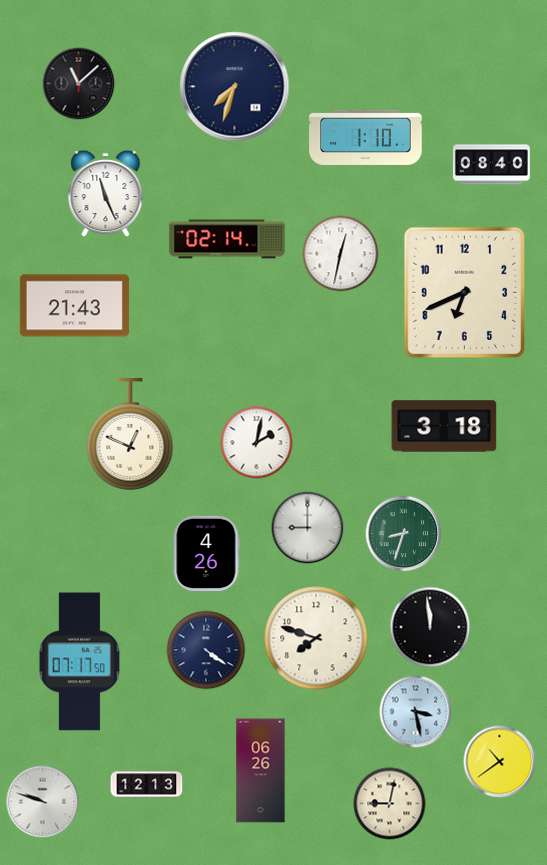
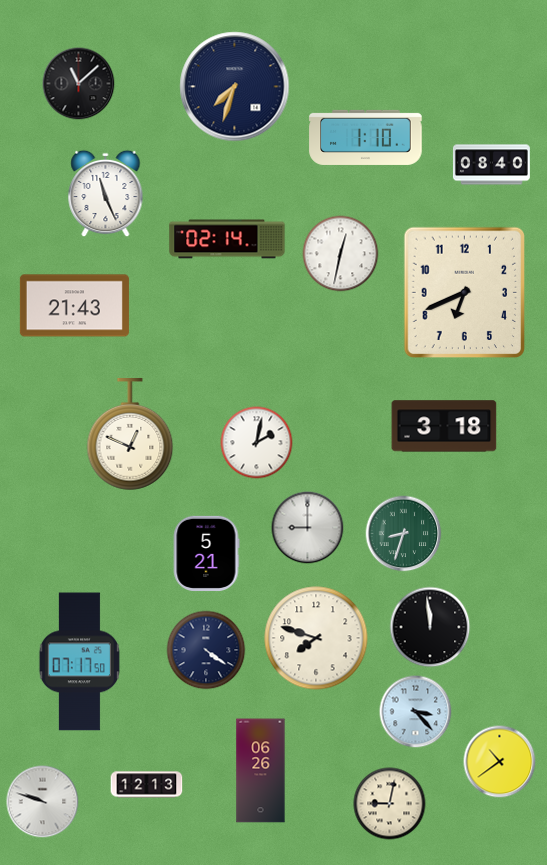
clock at (206, 553): 4:26 -> 5:21
clock at (416, 712): 3:28 -> 3:23
